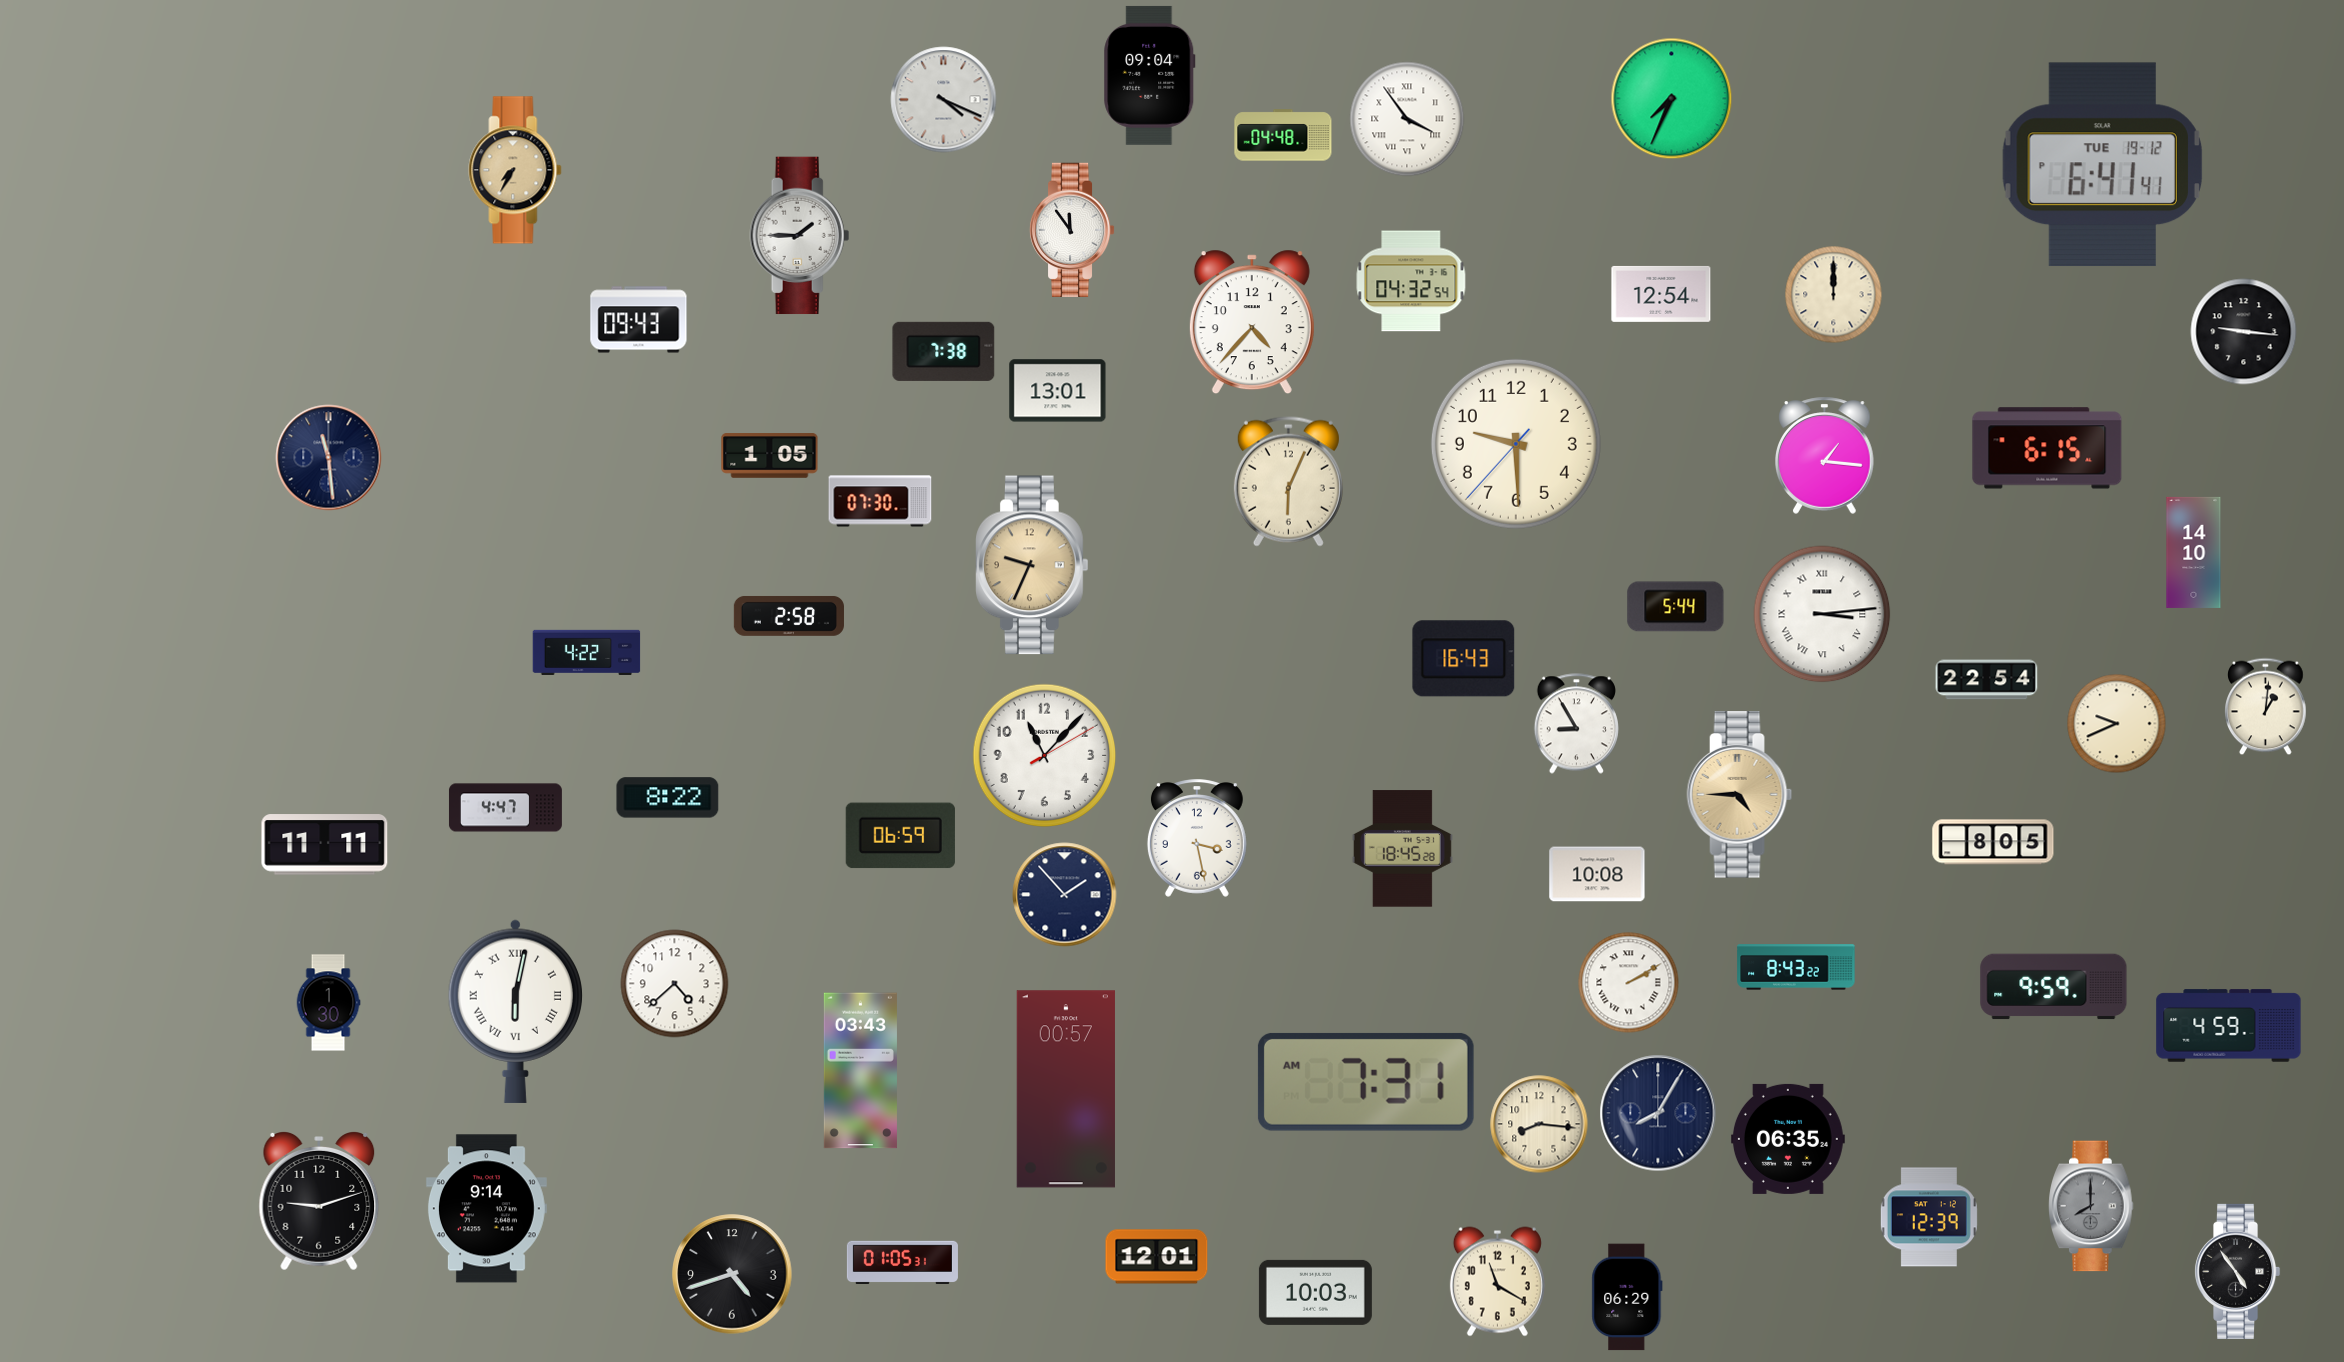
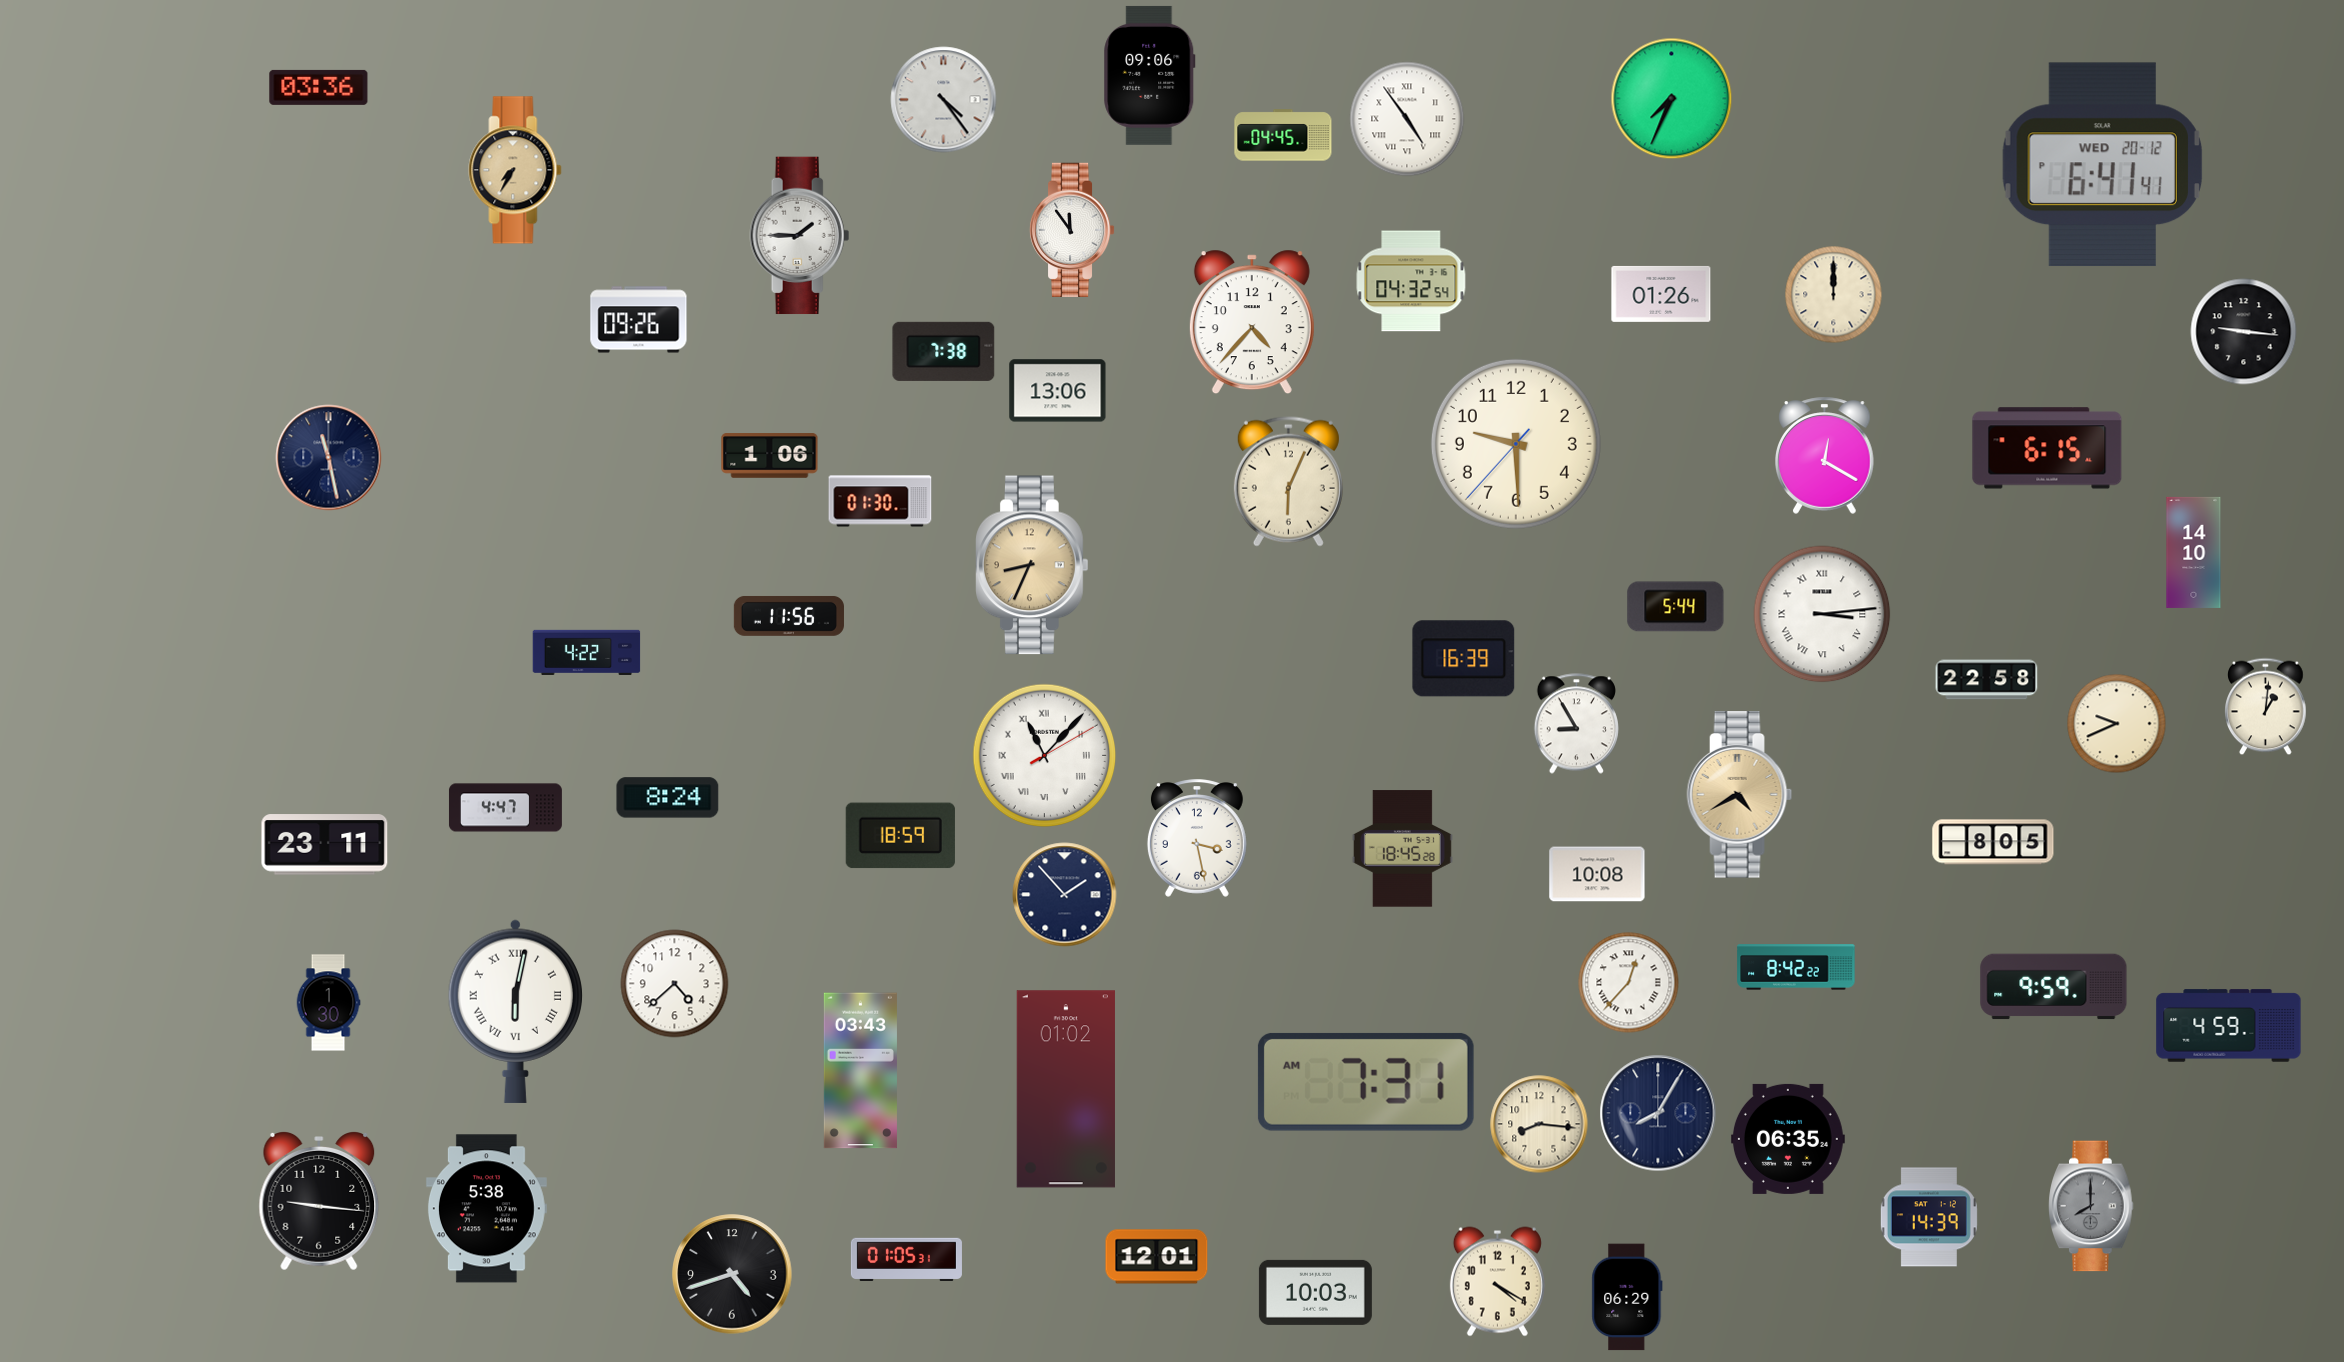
clock at (1150, 75): 09:04 -> 09:06
clock at (319, 87): none -> 03:36
clock at (944, 100): 4:19 -> 4:24
clock at (1407, 119): 3:54 -> 4:54
clock at (1283, 135): 04:48 -> 04:45
clock at (2102, 165) date: TUE 19-12 -> WED 20-12
clock at (1661, 294): 12:54 -> 01:26
clock at (639, 320): 09:43 -> 09:26
clock at (1058, 391): 13:01 -> 13:06
clock at (1825, 455): 1:16 -> 12:20
clock at (770, 456): 1:05 -> 1:06
clock at (329, 458): 11:29 -> 11:28
clock at (880, 501): 07:30 -> 01:30
clock at (1033, 565): 9:34 -> 8:34
clock at (789, 616): 2:58 -> 11:56
clock at (1464, 659): 16:43 -> 16:39
clock at (1987, 680): 22:54 -> 22:58
clock at (1045, 756) numerals: Arabic -> Roman
clock at (1740, 795): 4:45 -> 4:40
clock at (668, 798): 8:22 -> 8:24
clock at (900, 836): 06:59 -> 18:59
clock at (325, 845): 11:11 -> 23:11
clock at (1796, 967): 8:43 -> 8:42
clock at (1629, 983): 2:10 -> 12:37
clock at (1066, 1089): 00:57 -> 01:02
clock at (319, 1202): 9:12 -> 9:16
clock at (486, 1209): 9:14 -> 5:38
clock at (1929, 1217): 12:39 -> 14:39
clock at (902, 1262) position: (902, 1262) -> (906, 1259)
clock at (2237, 1271): 4:54 -> none
clock at (1497, 1282): 11:20 -> 4:20
